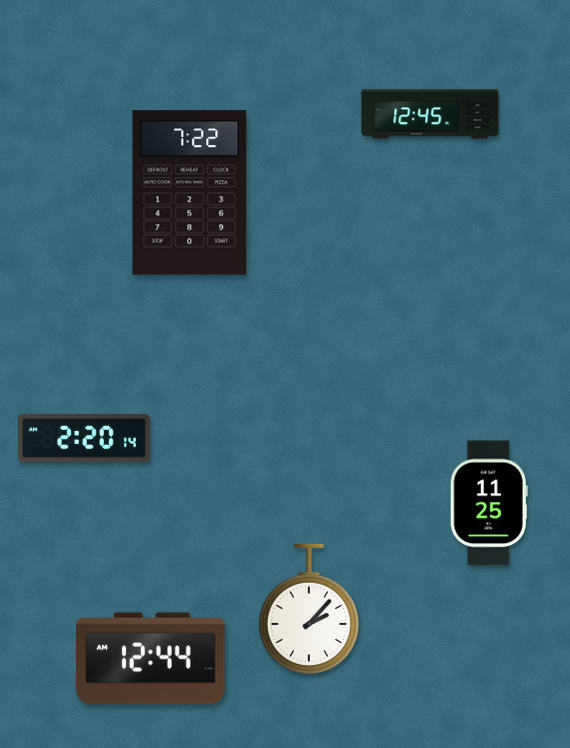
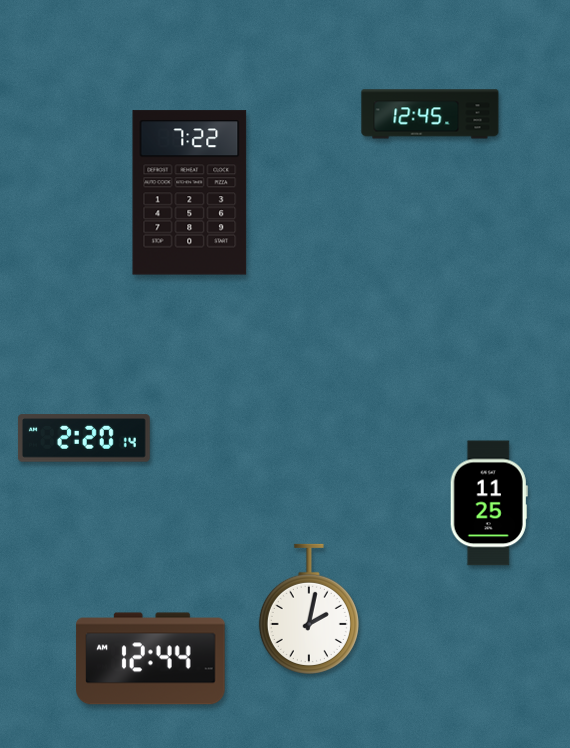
clock at (309, 609): 2:07 -> 2:02
